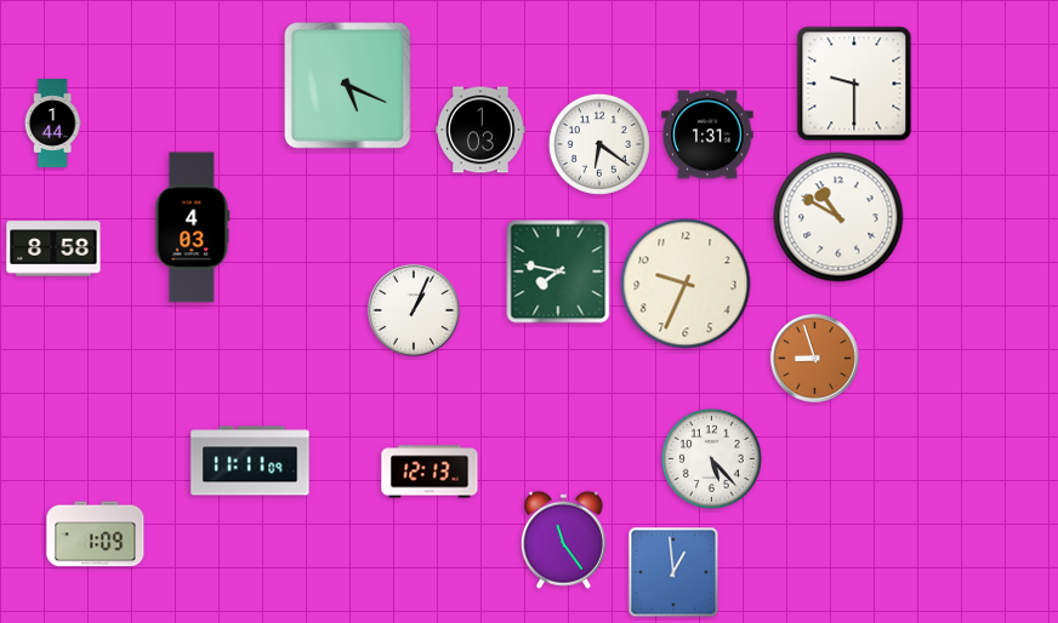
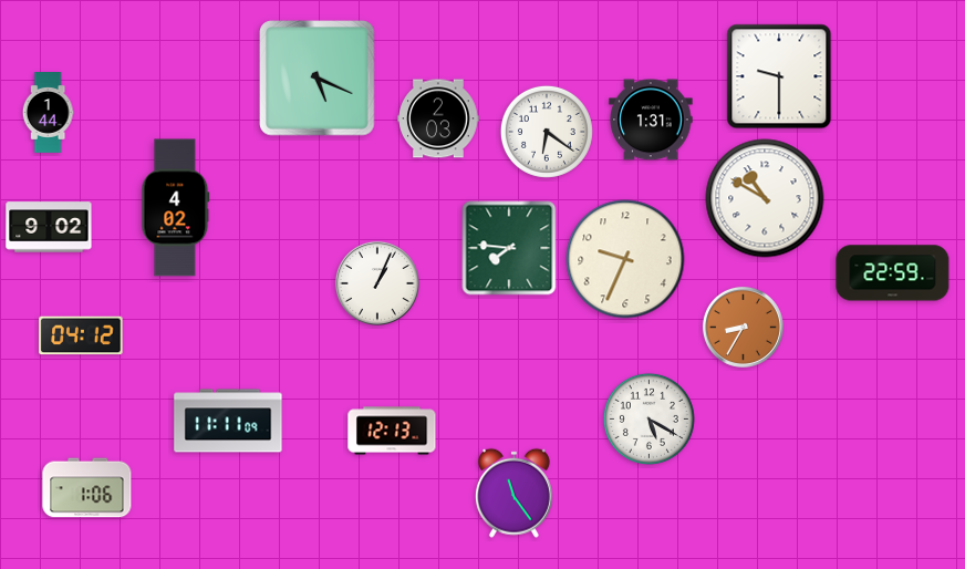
clock at (480, 130): 1:03 -> 2:03
clock at (707, 135) position: (707, 135) -> (651, 120)
clock at (193, 228): 4:03 -> 4:02
clock at (53, 248): 8:58 -> 9:02
clock at (558, 272): 7:47 -> 7:46
clock at (893, 273): none -> 22:59
clock at (814, 358): 8:57 -> 8:35
clock at (81, 335): none -> 04:12
clock at (711, 458): 5:23 -> 5:20
clock at (96, 535): 1:09 -> 1:06
clock at (673, 572): 12:59 -> none
